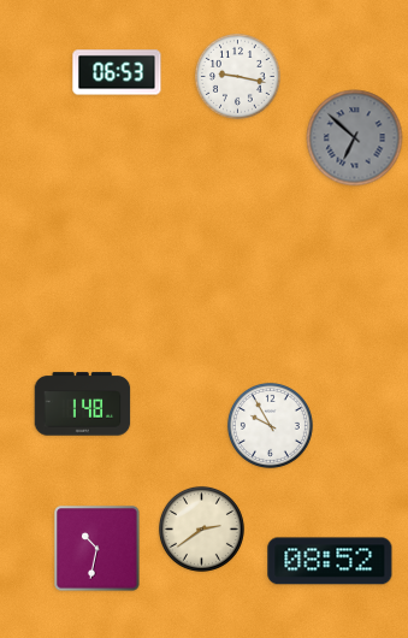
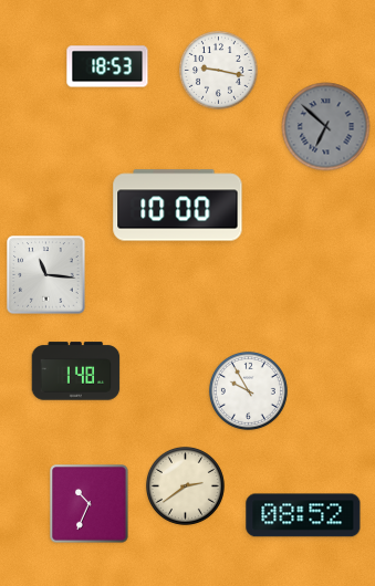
clock at (117, 72): 06:53 -> 18:53
clock at (178, 206): none -> 10:00
clock at (46, 275): none -> 11:16
clock at (97, 549): 10:32 -> 10:34
